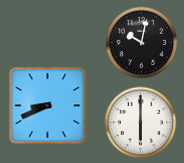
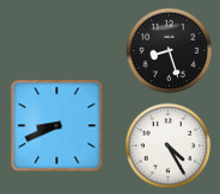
clock at (142, 43): 10:02 -> 8:27
clock at (141, 123): 6:00 -> 4:25
